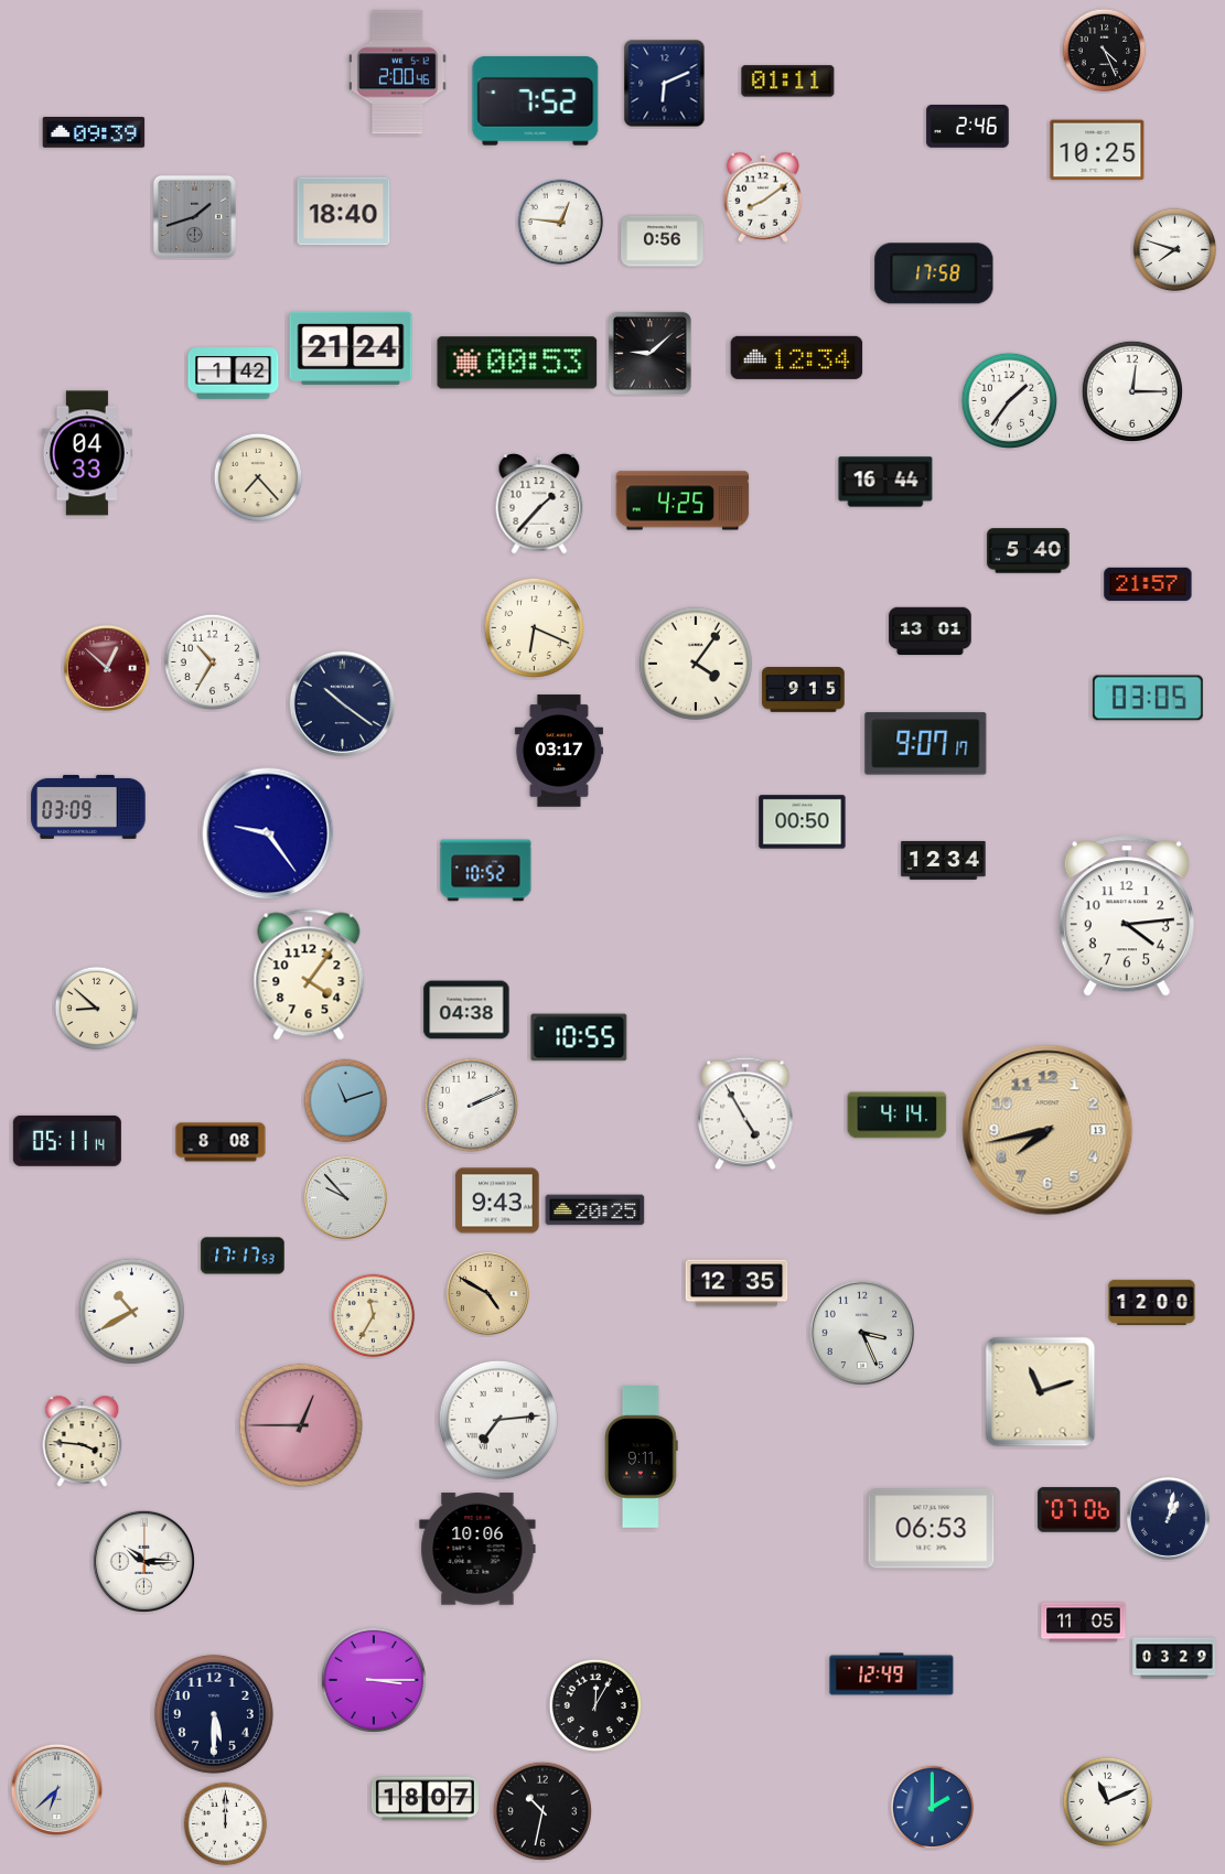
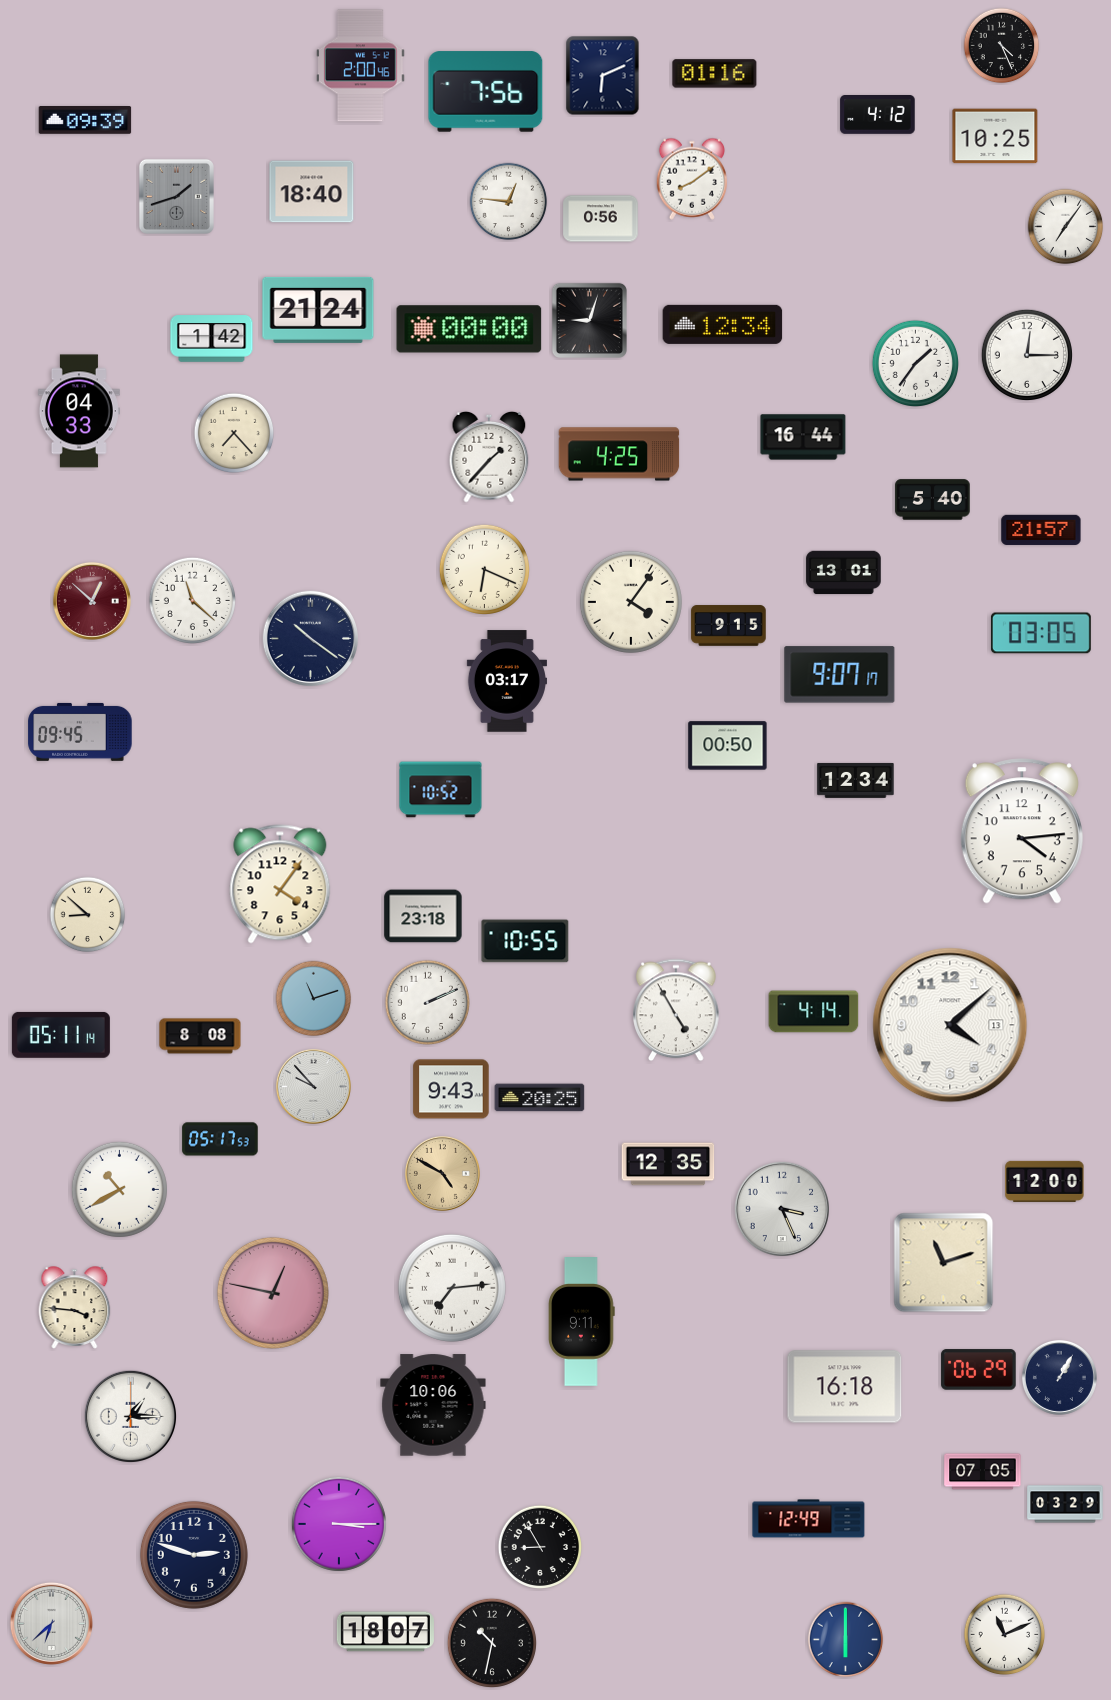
clock at (788, 82): 01:11 -> 01:16
clock at (536, 101): 7:52 -> 7:56
clock at (968, 127): 2:46 -> 4:12
clock at (1175, 250): 7:48 -> 7:06
clock at (934, 273): 17:58 -> none
clock at (351, 348) position: (351, 348) -> (318, 310)
clock at (649, 353): 9:08 -> 9:03
clock at (517, 363): 00:53 -> 00:00
clock at (212, 661): 10:35 -> 11:22
clock at (107, 668) position: (107, 668) -> (92, 601)
clock at (88, 807): 03:09 -> 09:45
clock at (268, 833): 9:24 -> none
clock at (466, 1010): 04:38 -> 23:18
clock at (1047, 1130): 7:43 -> 4:08
clock at (1047, 1130) dial: champagne -> white
clock at (243, 1256): 17:17 -> 05:17
clock at (374, 1316): 11:35 -> none
clock at (301, 1425): 12:45 -> 12:47
clock at (1079, 1510): 07:06 -> 06:29
clock at (1168, 1518): 1:02 -> 1:05
clock at (932, 1529): 06:53 -> 16:18
clock at (143, 1561): 10:15 -> 1:15
clock at (1084, 1623): 11:05 -> 07:05
clock at (595, 1705): 12:05 -> 8:55
clock at (214, 1714): 5:30 -> 2:48
clock at (933, 1808): 2:00 -> 6:00
clock at (226, 1824): 12:00 -> none
